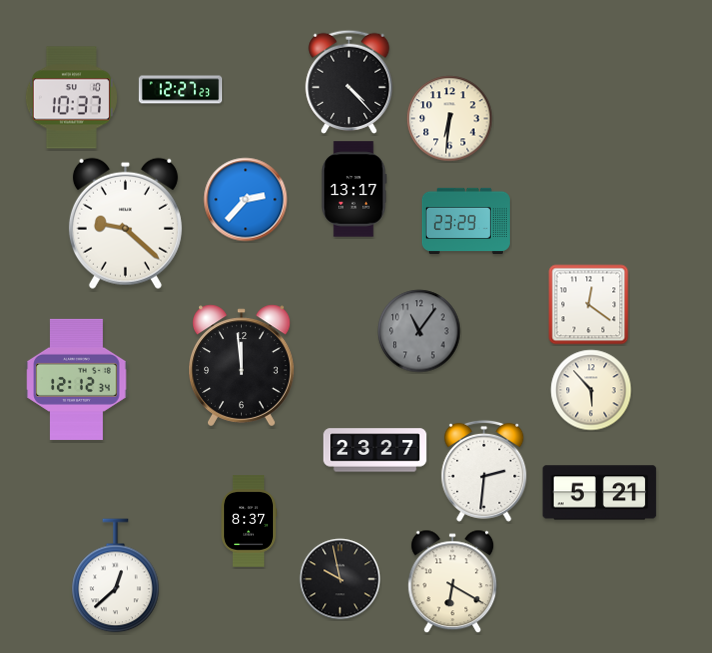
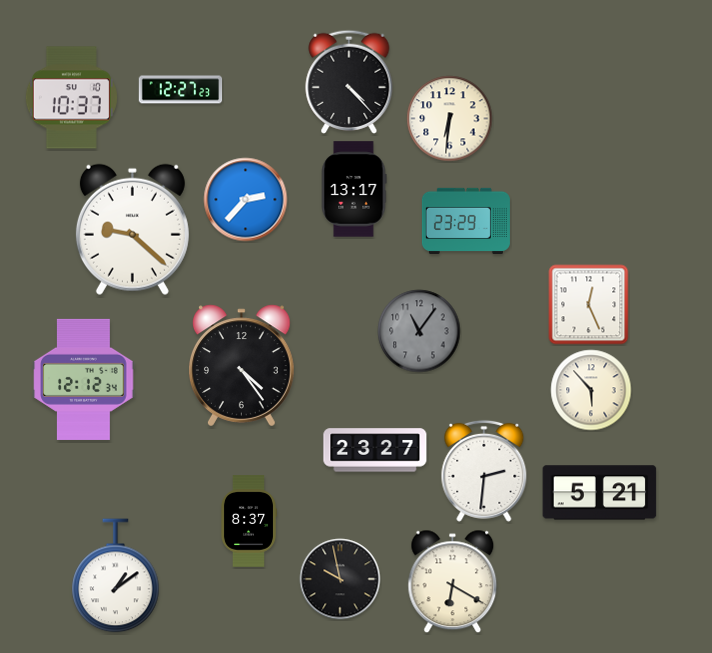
clock at (125, 223) position: (125, 223) -> (132, 229)
clock at (589, 305): 12:21 -> 12:26
clock at (242, 366): 11:59 -> 4:24
clock at (77, 379) position: (77, 379) -> (84, 379)
clock at (116, 576): 12:38 -> 1:09
